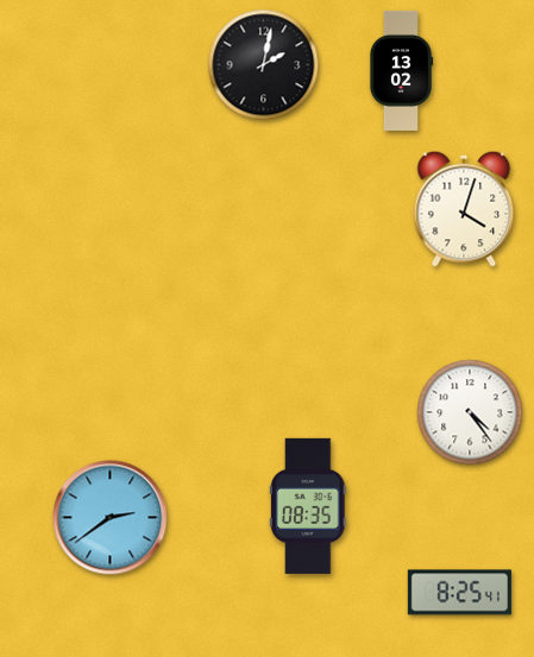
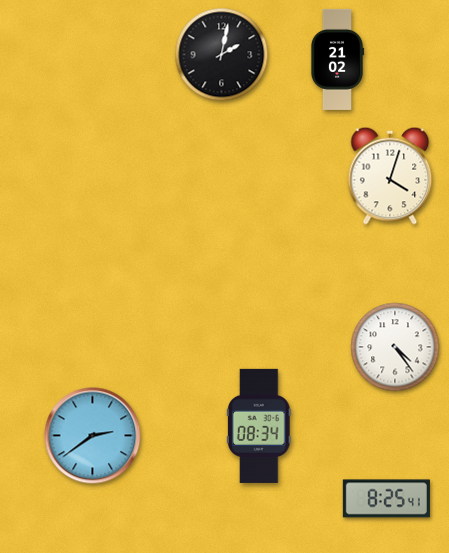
clock at (401, 70): 13:02 -> 21:02
clock at (308, 506): 08:35 -> 08:34
